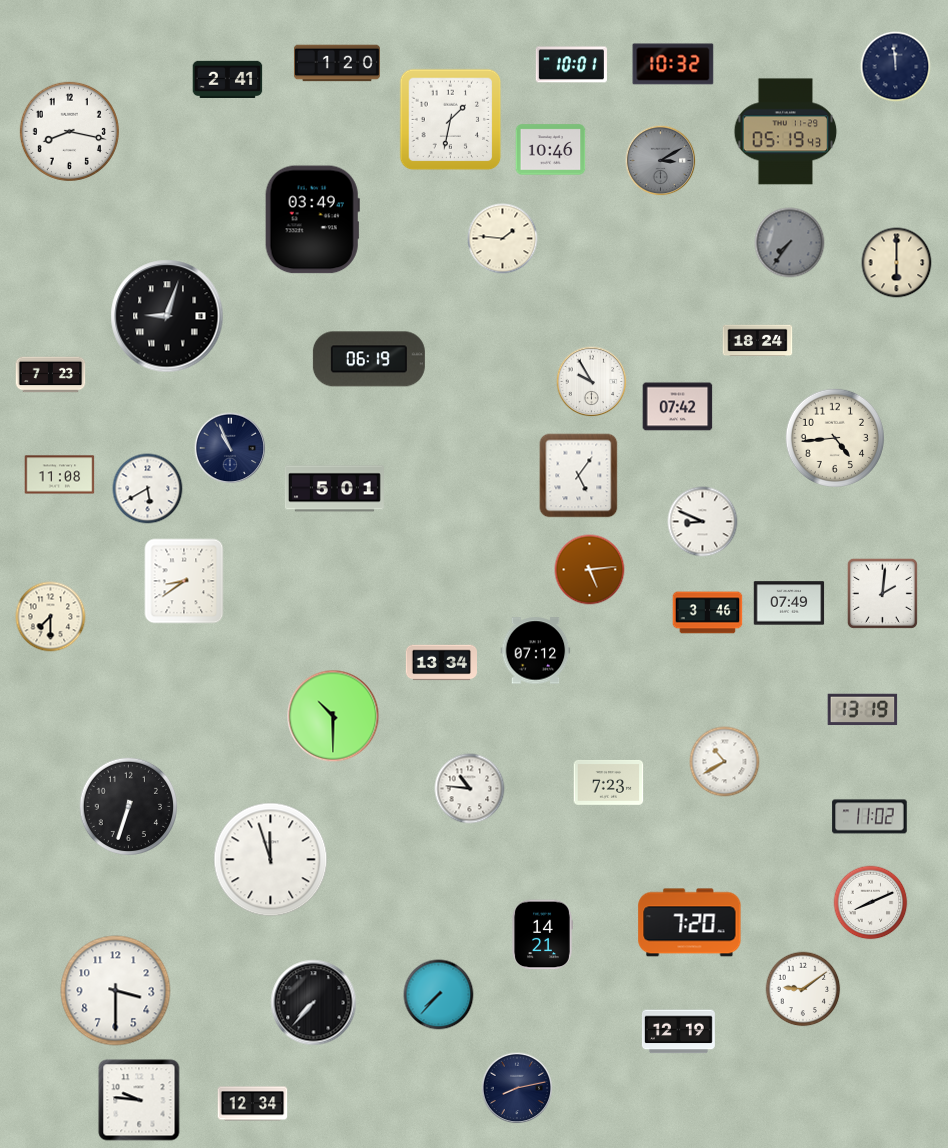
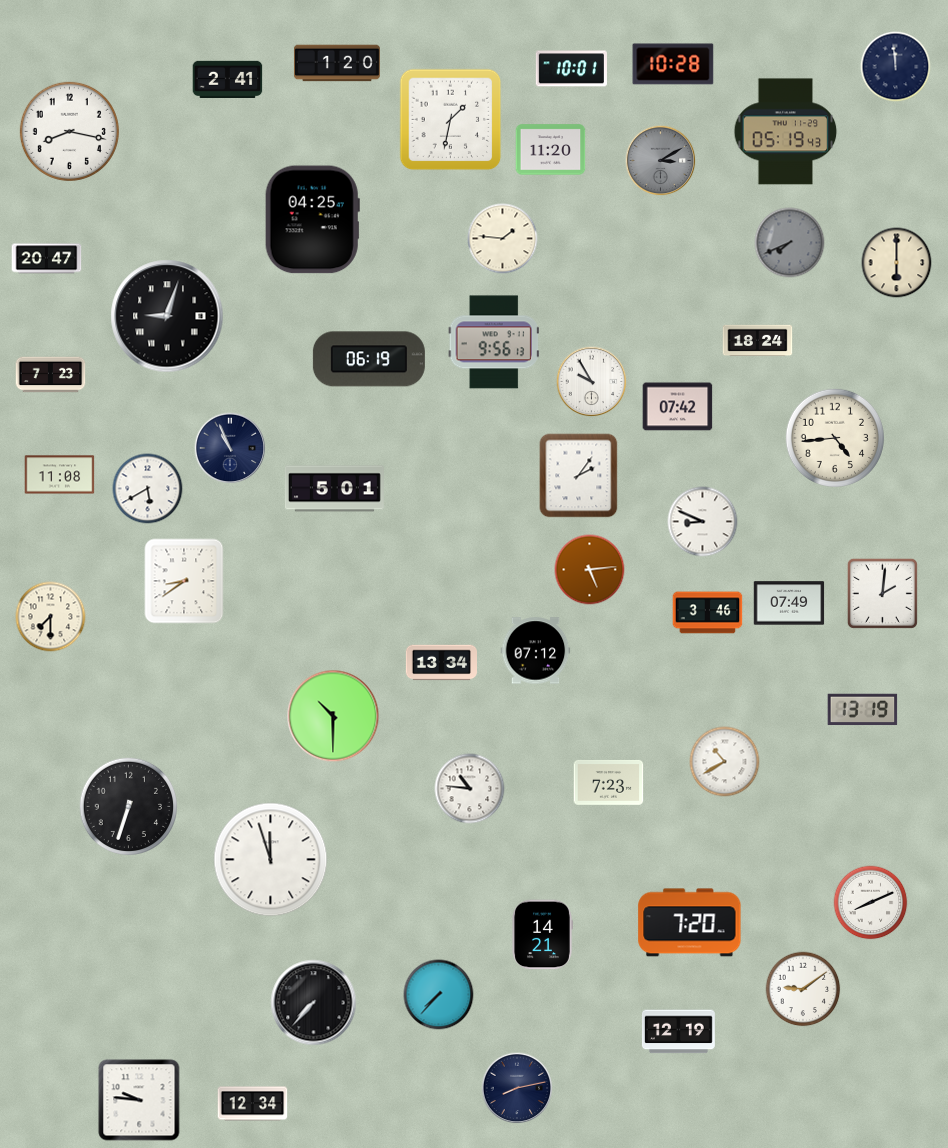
clock at (673, 64): 10:32 -> 10:28
clock at (571, 65) position: (571, 65) -> (571, 69)
clock at (551, 150): 10:46 -> 11:20
clock at (312, 220): 03:49 -> 04:25
clock at (790, 243): 7:36 -> 7:41
clock at (47, 259): none -> 20:47
clock at (494, 342): none -> 9:56
clock at (579, 476): 5:06 -> 2:06
clock at (870, 817): 11:02 -> none
clock at (116, 991): 3:30 -> none
